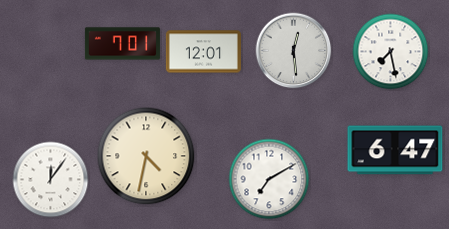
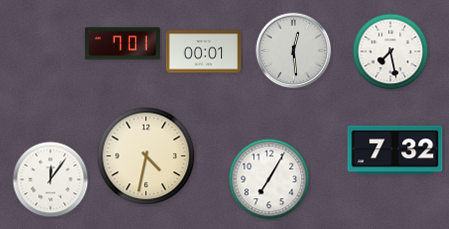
clock at (203, 52): 12:01 -> 00:01
clock at (395, 150): 6:47 -> 7:32
clock at (269, 179): 7:10 -> 7:05
